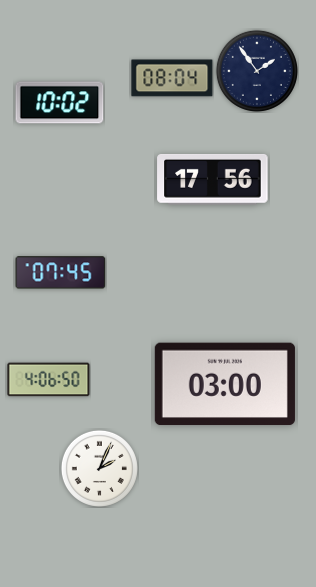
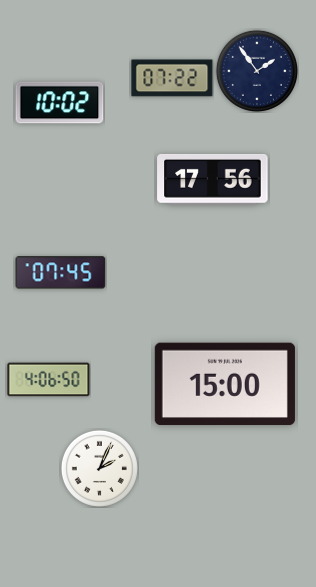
clock at (172, 78): 08:04 -> 07:22
clock at (225, 384): 03:00 -> 15:00
